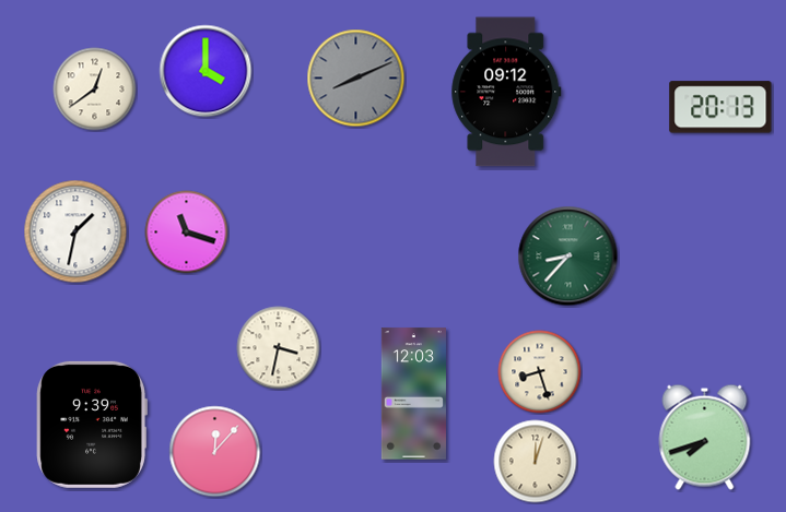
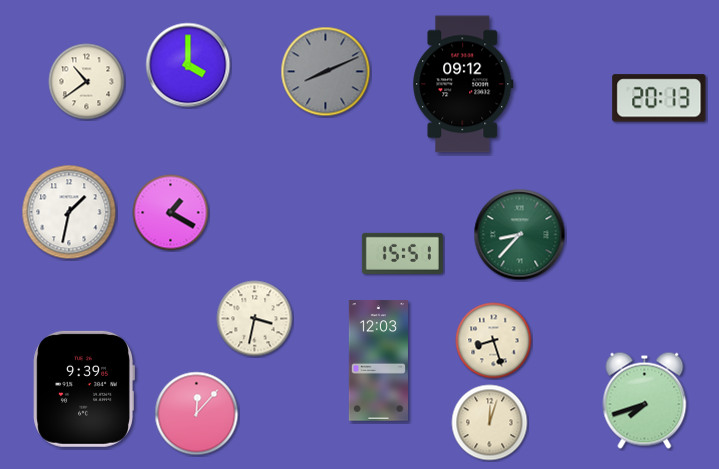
clock at (95, 90): 12:39 -> 10:39
clock at (187, 233): 11:18 -> 1:20
clock at (402, 253): none -> 15:51
